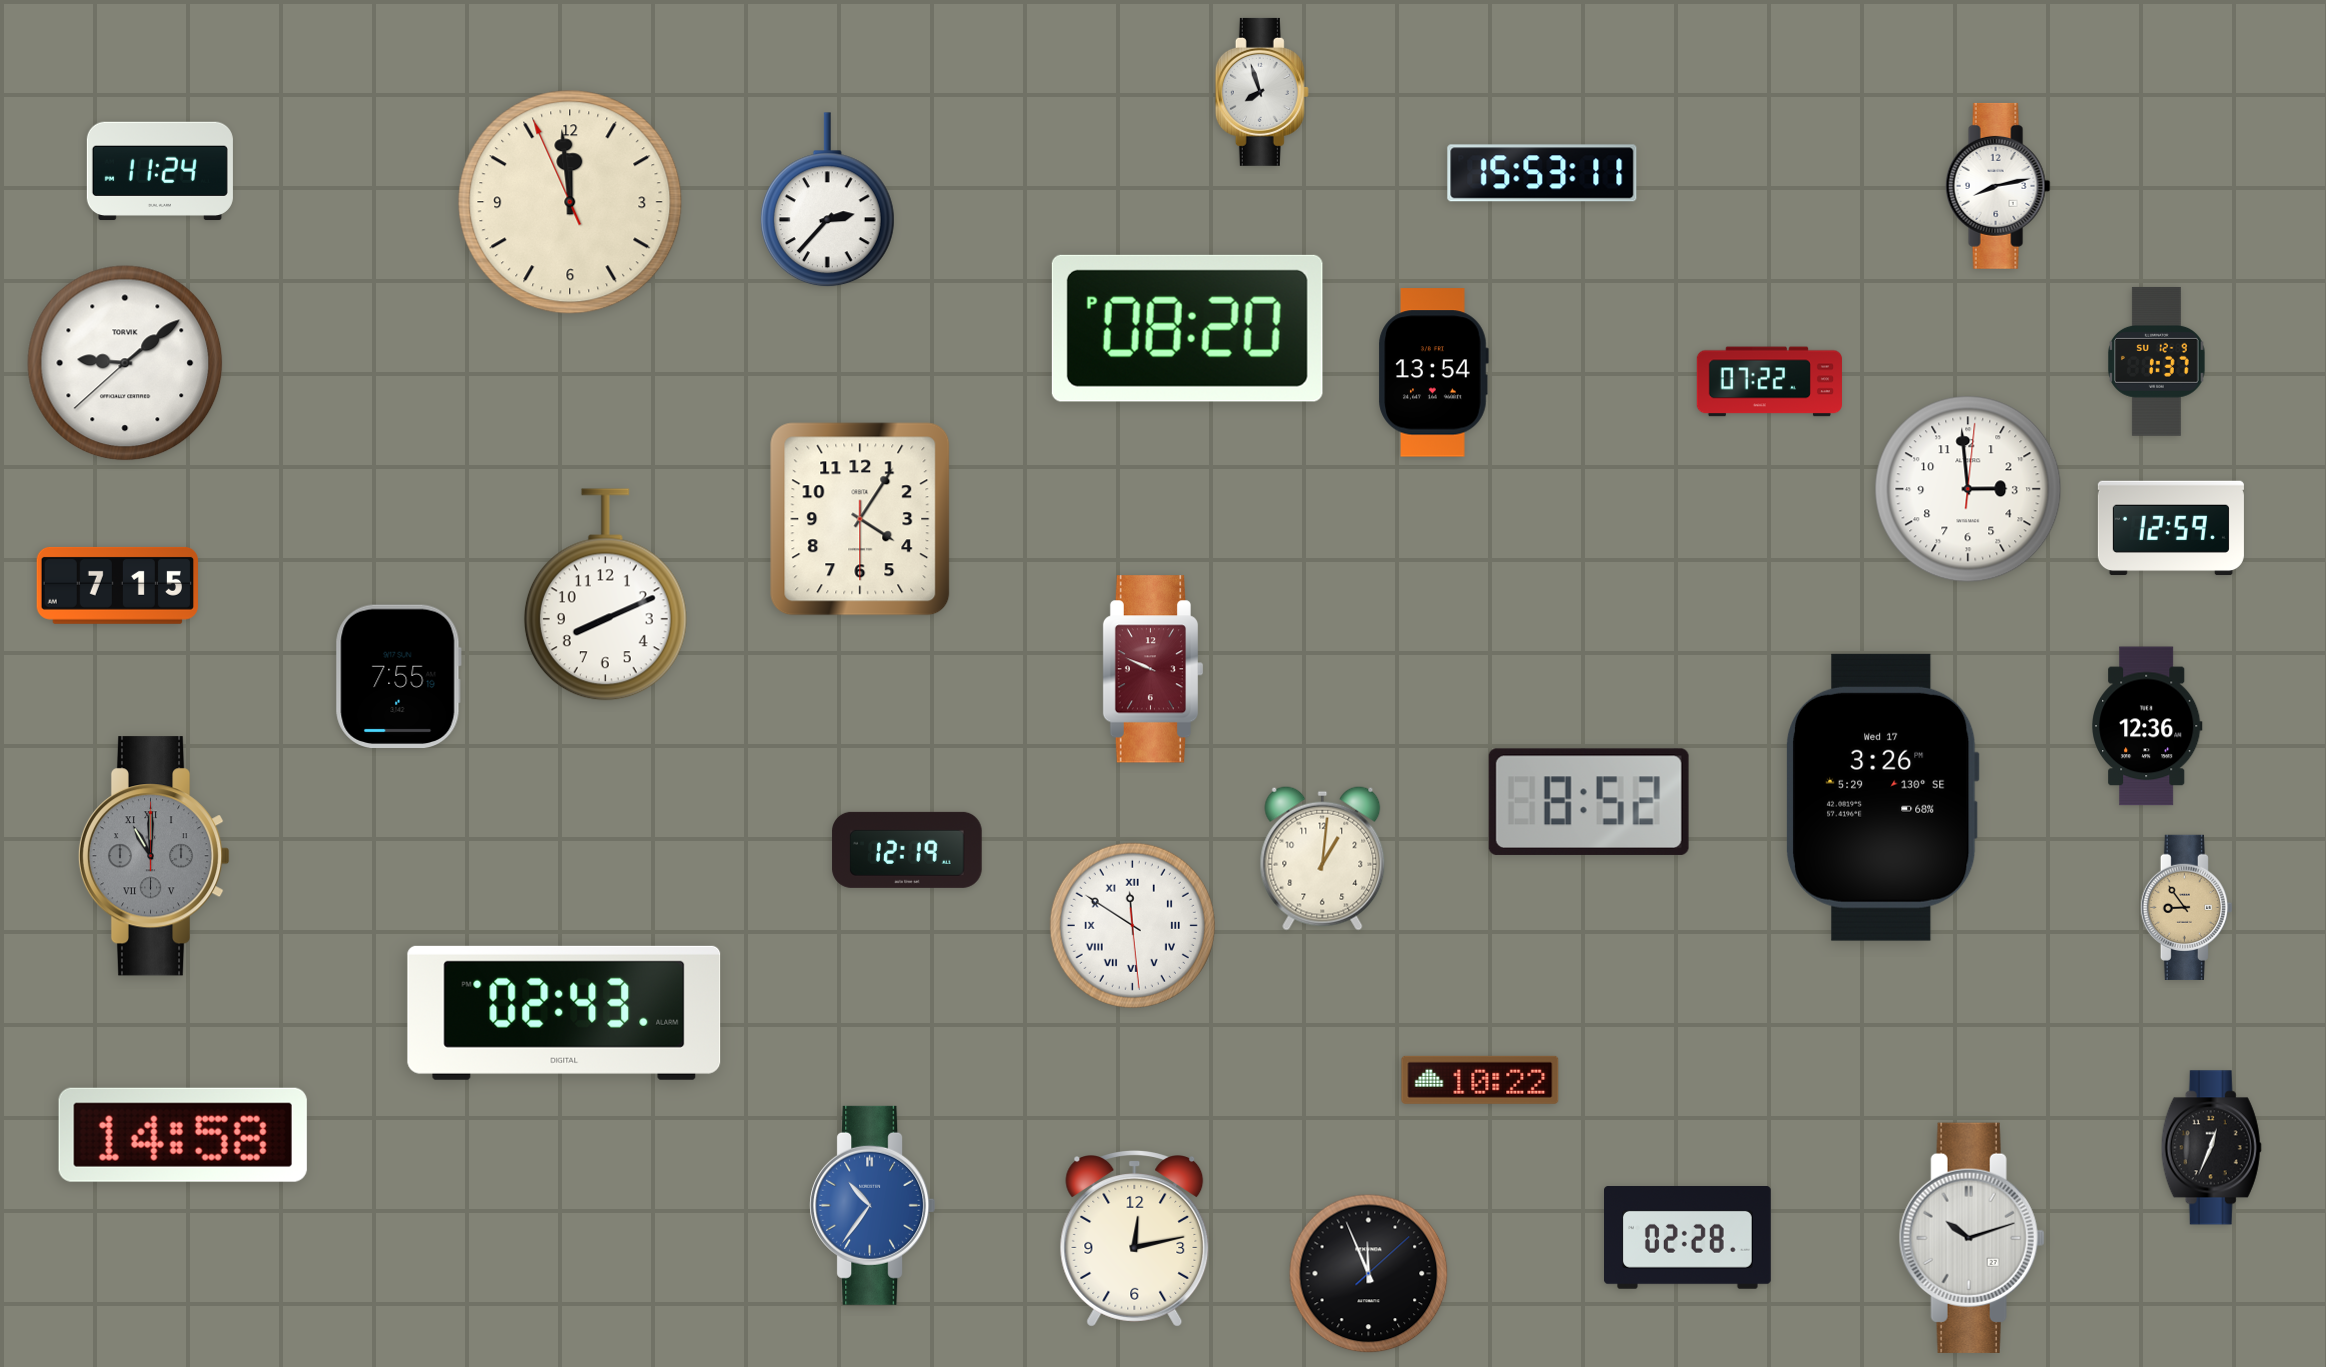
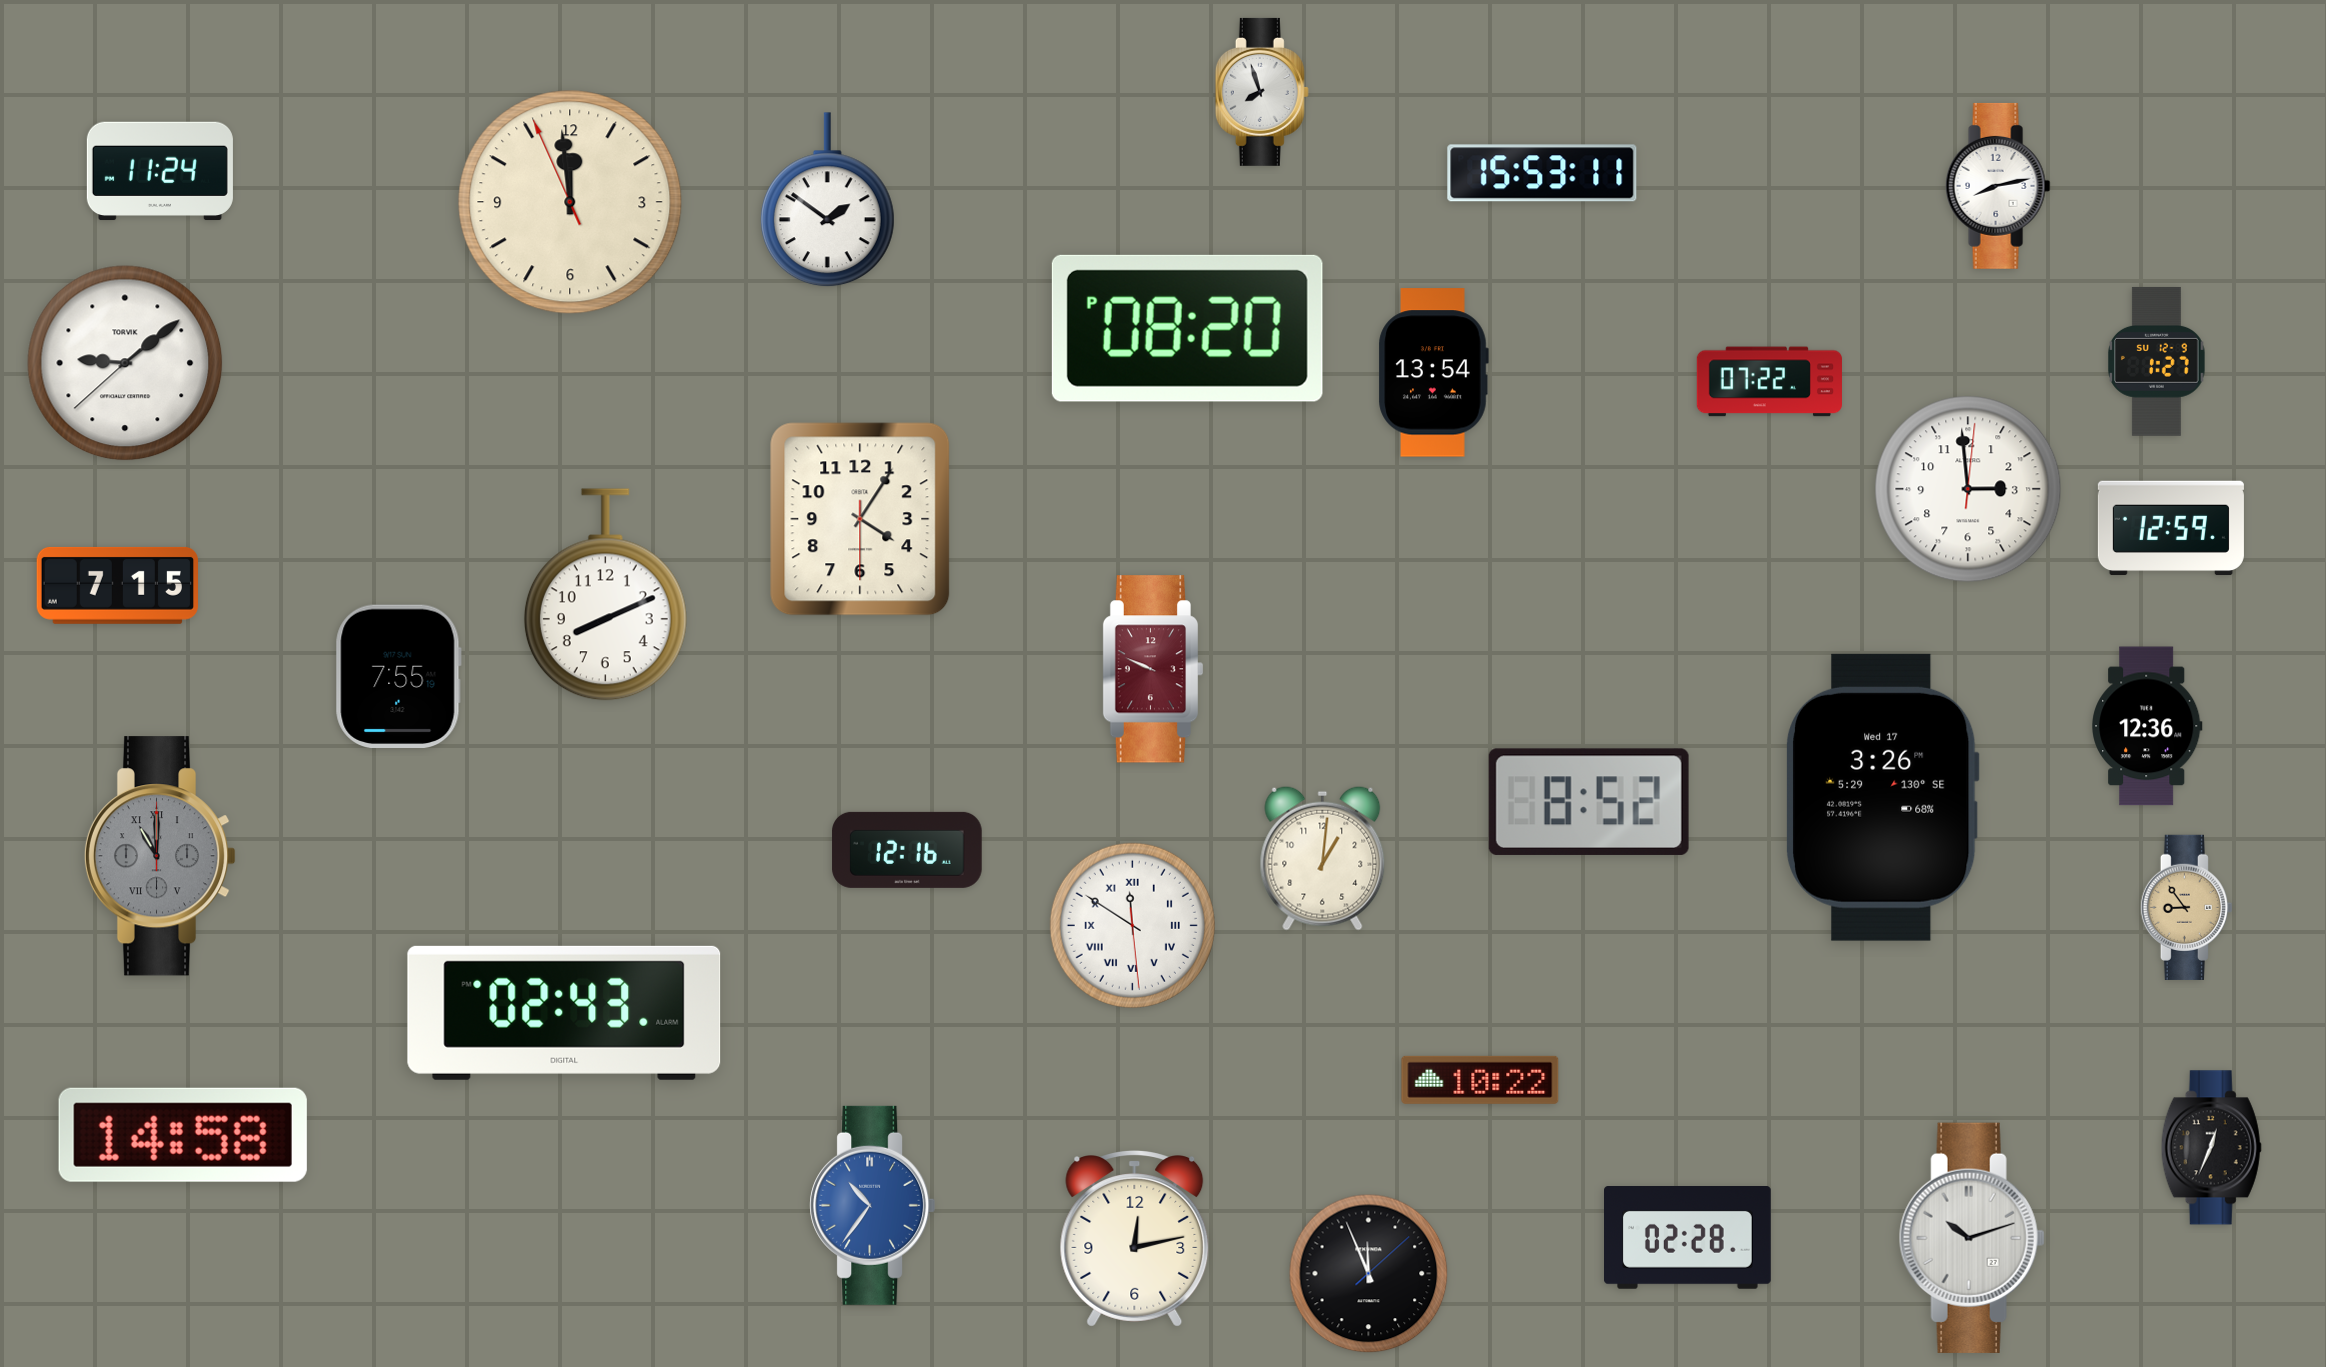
clock at (827, 200): 2:37 -> 1:51
clock at (2157, 361): 1:37 -> 1:27
clock at (907, 850): 12:19 -> 12:16
clock at (154, 856) position: (154, 856) -> (160, 856)
